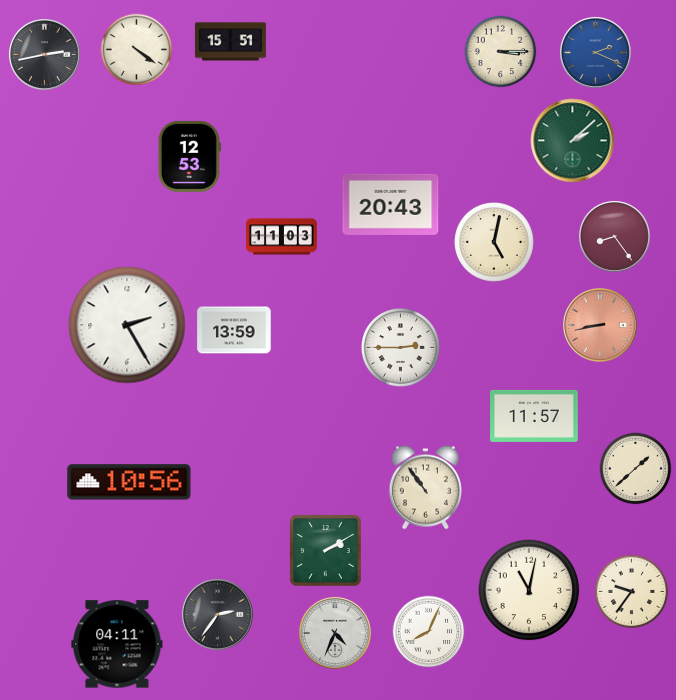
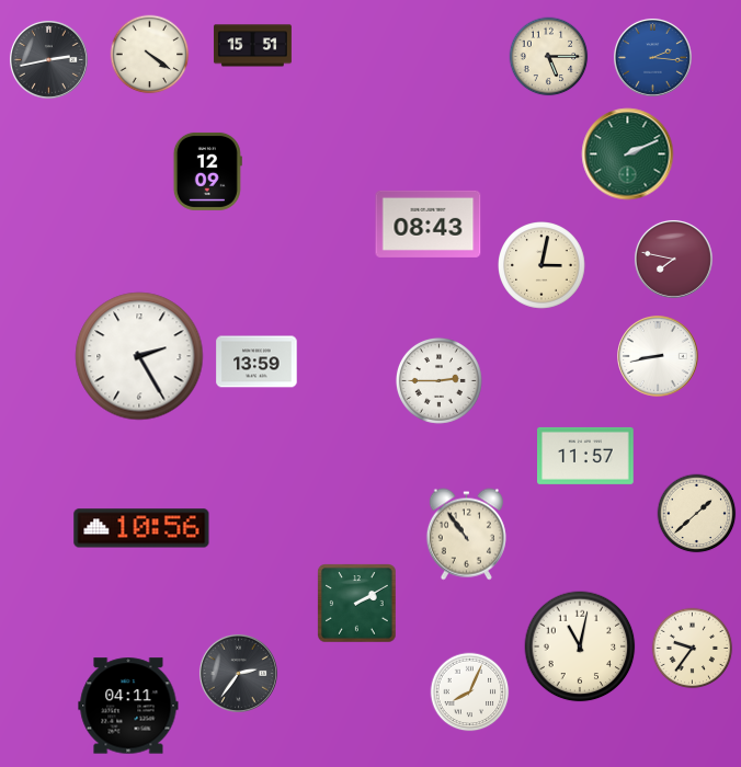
clock at (501, 52): 3:15 -> 5:15
clock at (595, 52): 2:19 -> 2:16
clock at (573, 141): 2:08 -> 2:11
clock at (189, 156): 12:53 -> 12:09
clock at (391, 204): 20:43 -> 08:43
clock at (614, 236): 8:24 -> 7:47
clock at (281, 237): 11:03 -> none
clock at (495, 243): 5:02 -> 3:02
clock at (601, 326) dial: salmon -> white
clock at (335, 633): 4:34 -> none
